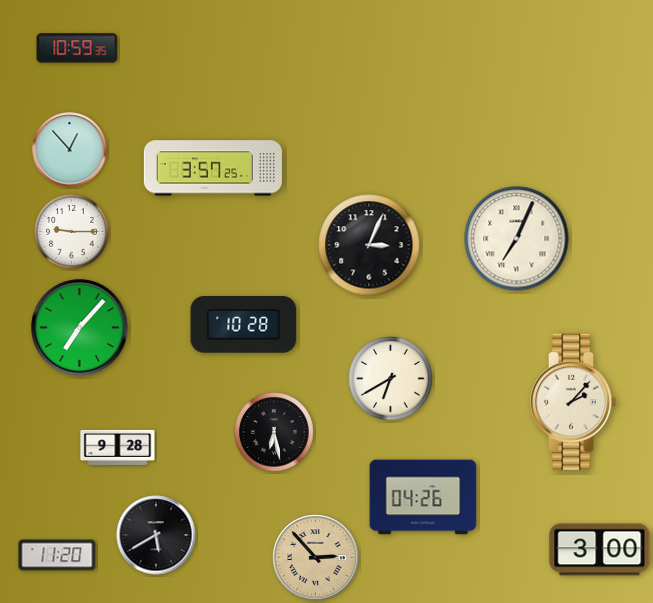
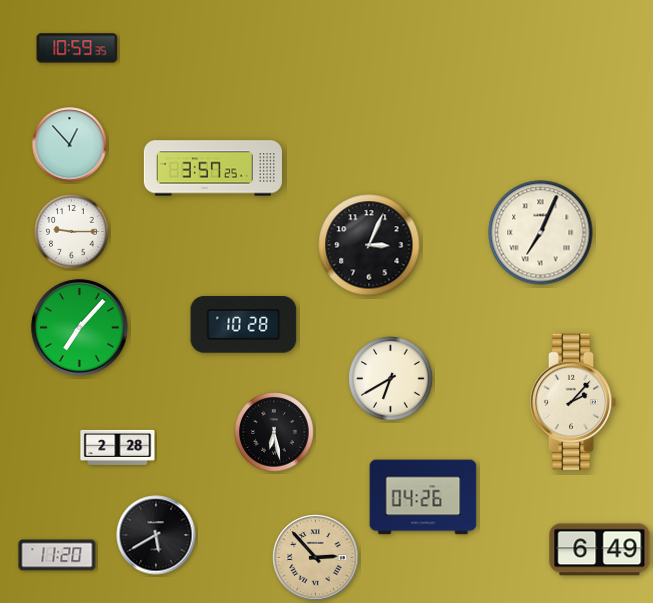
clock at (70, 150) position: (70, 150) -> (70, 145)
clock at (517, 239) position: (517, 239) -> (541, 233)
clock at (118, 447): 9:28 -> 2:28
clock at (600, 550): 3:00 -> 6:49
